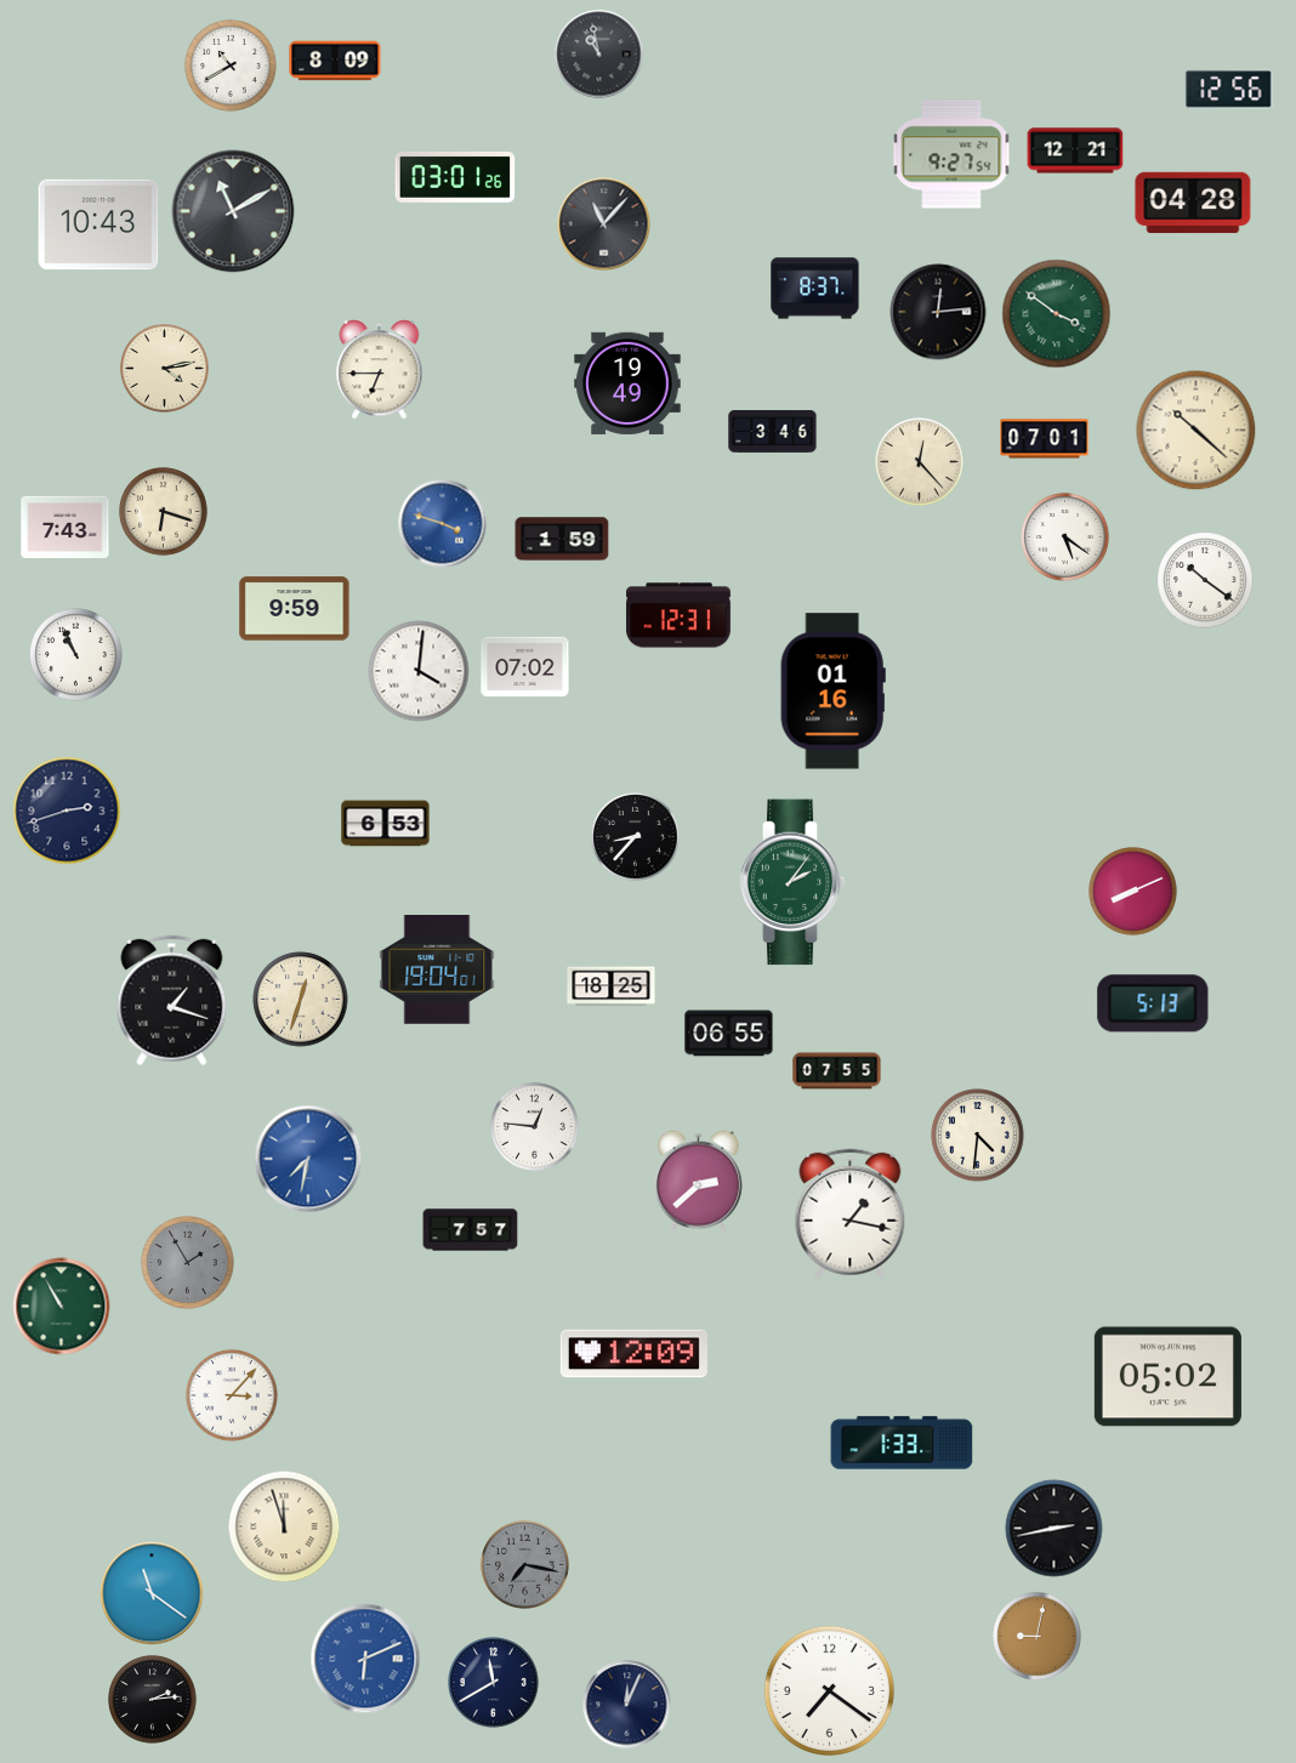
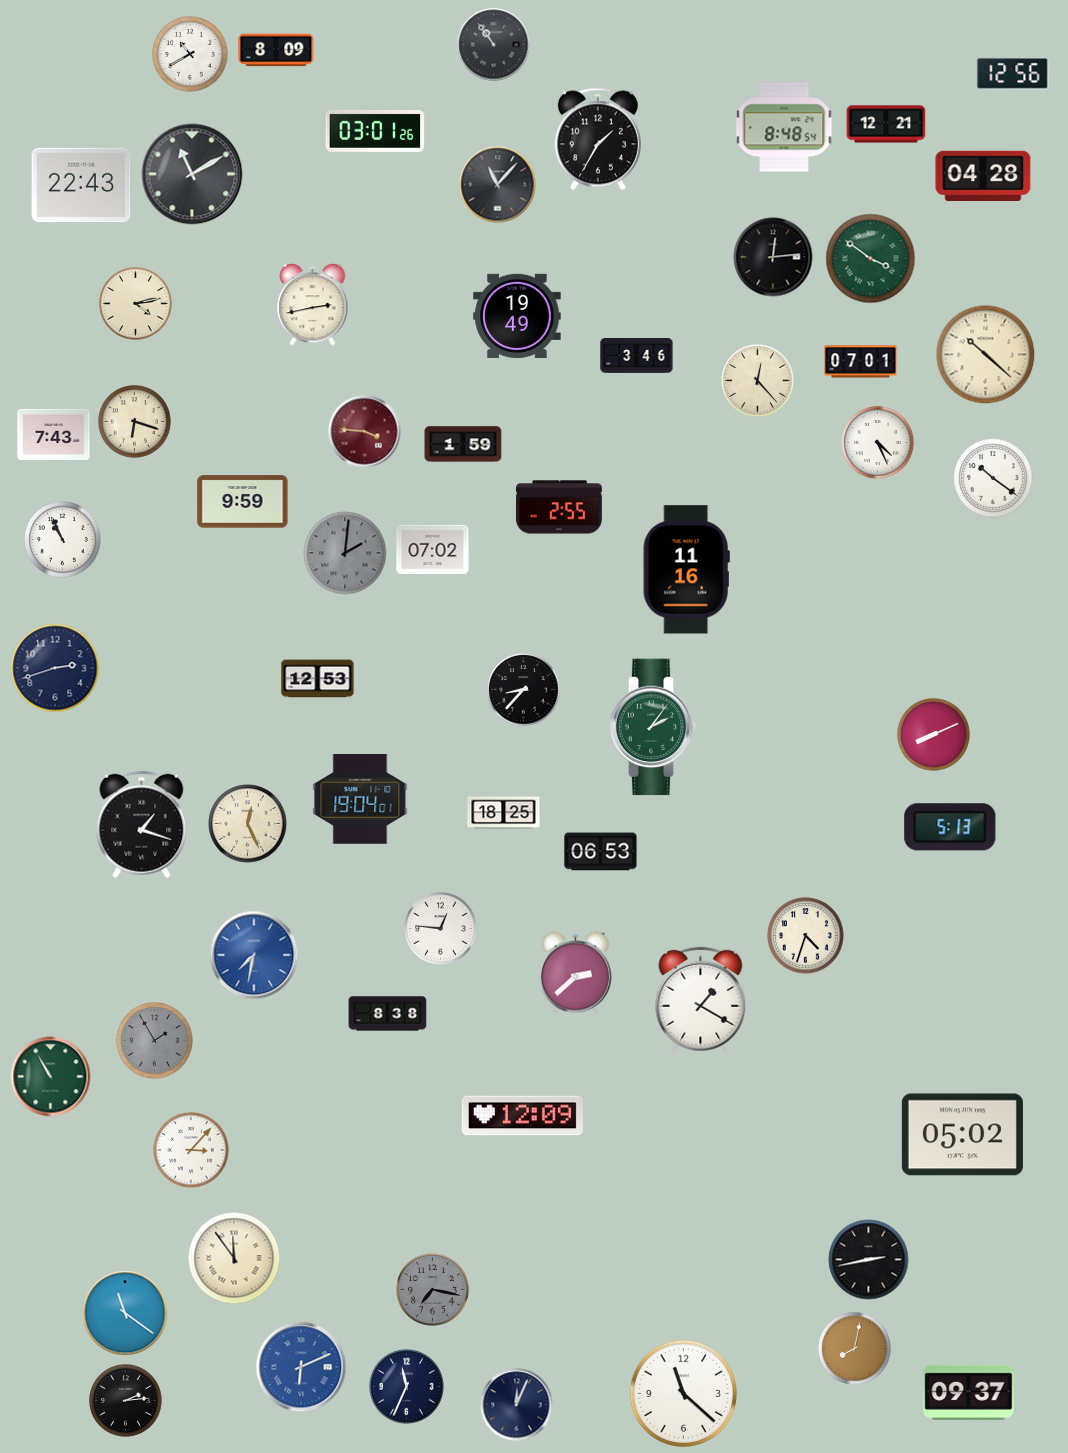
clock at (599, 55): 10:58 -> 10:54
clock at (951, 154): 9:27 -> 8:48
clock at (598, 139): none -> 1:35
clock at (455, 177) position: (455, 177) -> (375, 131)
clock at (1193, 203) position: (1193, 203) -> (983, 176)
clock at (98, 224): 10:43 -> 22:43
clock at (815, 289): 8:37 -> none
clock at (380, 370): 6:45 -> 2:43
clock at (443, 524): 3:48 -> 3:46
clock at (443, 524) dial: blue -> burgundy
clock at (1065, 538): 5:21 -> 4:26
clock at (680, 615): 12:31 -> 2:55
clock at (419, 671): 4:01 -> 2:01
clock at (419, 671) dial: white -> grey
clock at (832, 692): 01:16 -> 11:16
clock at (386, 824): 6:53 -> 12:53
clock at (301, 1000): 12:33 -> 12:26
clock at (729, 1034): 06:55 -> 06:53
clock at (837, 1071): 07:55 -> none
clock at (978, 1136): 4:31 -> 4:33
clock at (851, 1215): 1:17 -> 1:20
clock at (471, 1230): 7:57 -> 8:38
clock at (902, 1443): 1:33 -> none
clock at (284, 1526): 11:57 -> 11:54
clock at (1038, 1637): 9:02 -> 8:02
clock at (494, 1683): 11:40 -> 11:34
clock at (969, 1392): none -> 09:37
clock at (830, 1691): 7:21 -> 11:22
